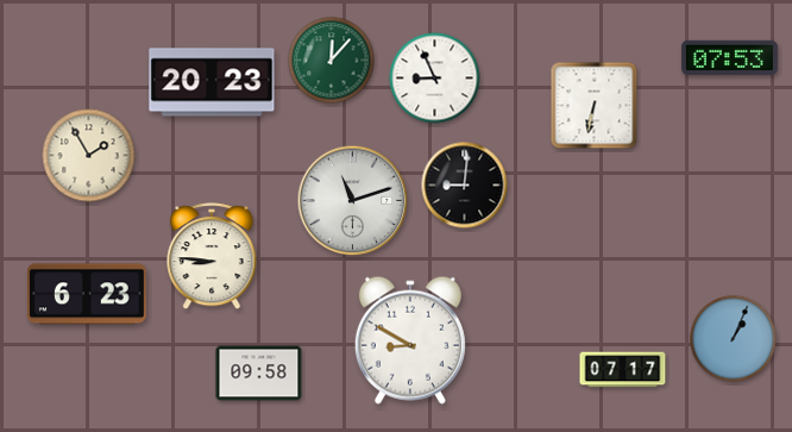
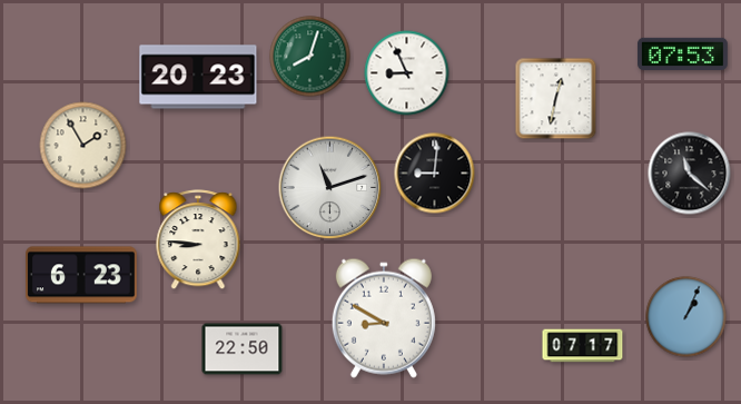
clock at (332, 61): 12:07 -> 8:03
clock at (595, 106): 6:32 -> 12:32
clock at (690, 174): none -> 11:22
clock at (259, 374): 09:58 -> 22:50
